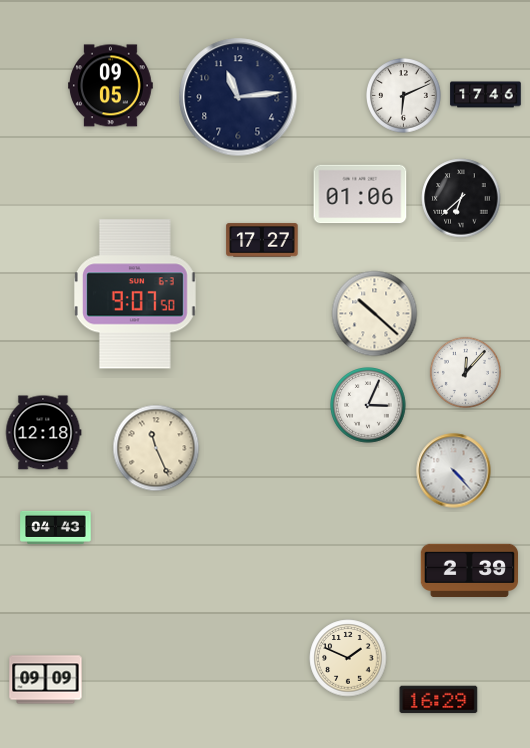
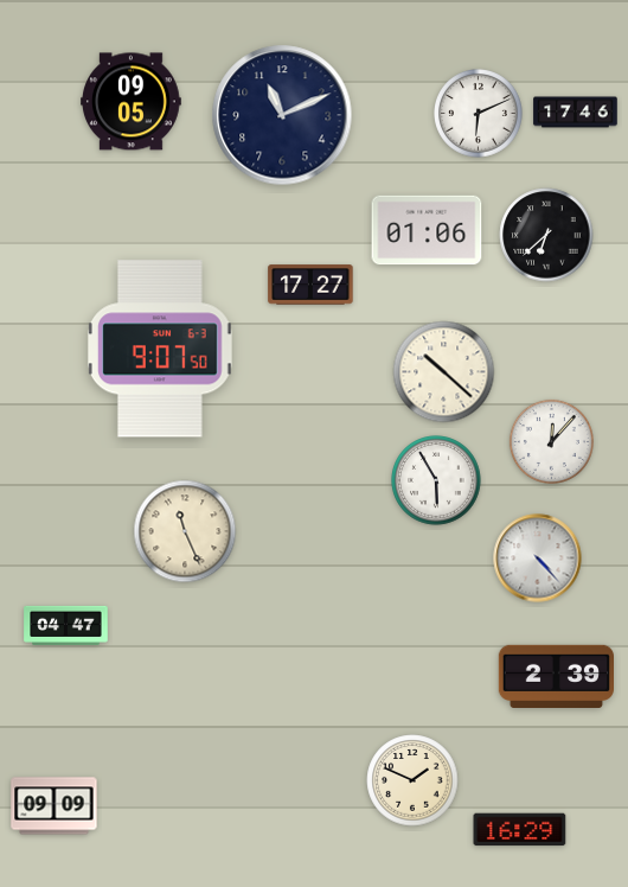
clock at (238, 97): 11:14 -> 11:11
clock at (368, 405): 3:04 -> 5:55
clock at (44, 433): 12:18 -> none
clock at (56, 527): 04:43 -> 04:47
